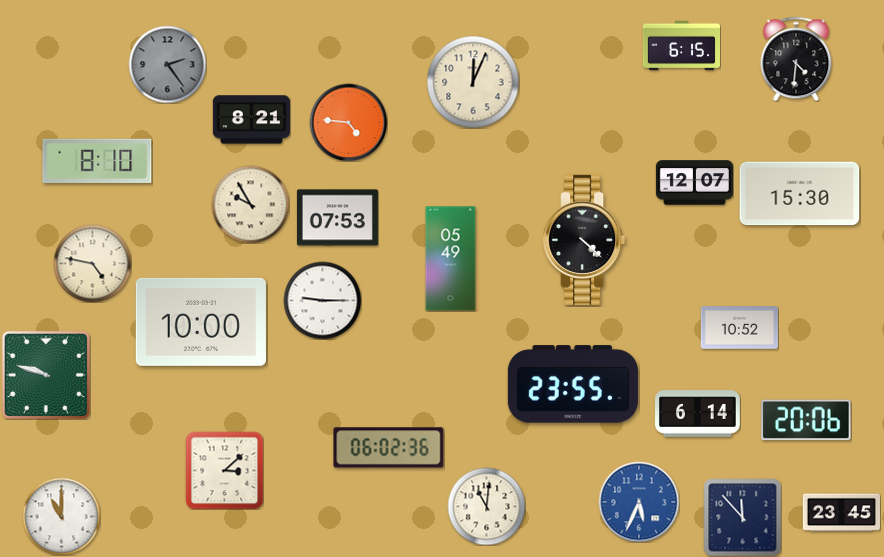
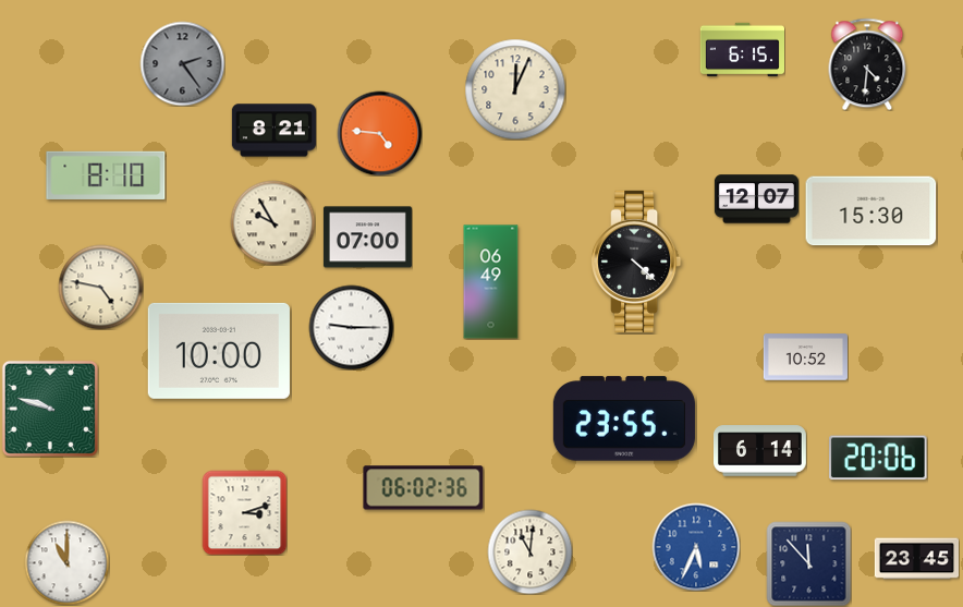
clock at (167, 64) position: (167, 64) -> (182, 63)
clock at (337, 218): 07:53 -> 07:00
clock at (451, 259): 05:49 -> 06:49
clock at (224, 470): 3:08 -> 3:12
